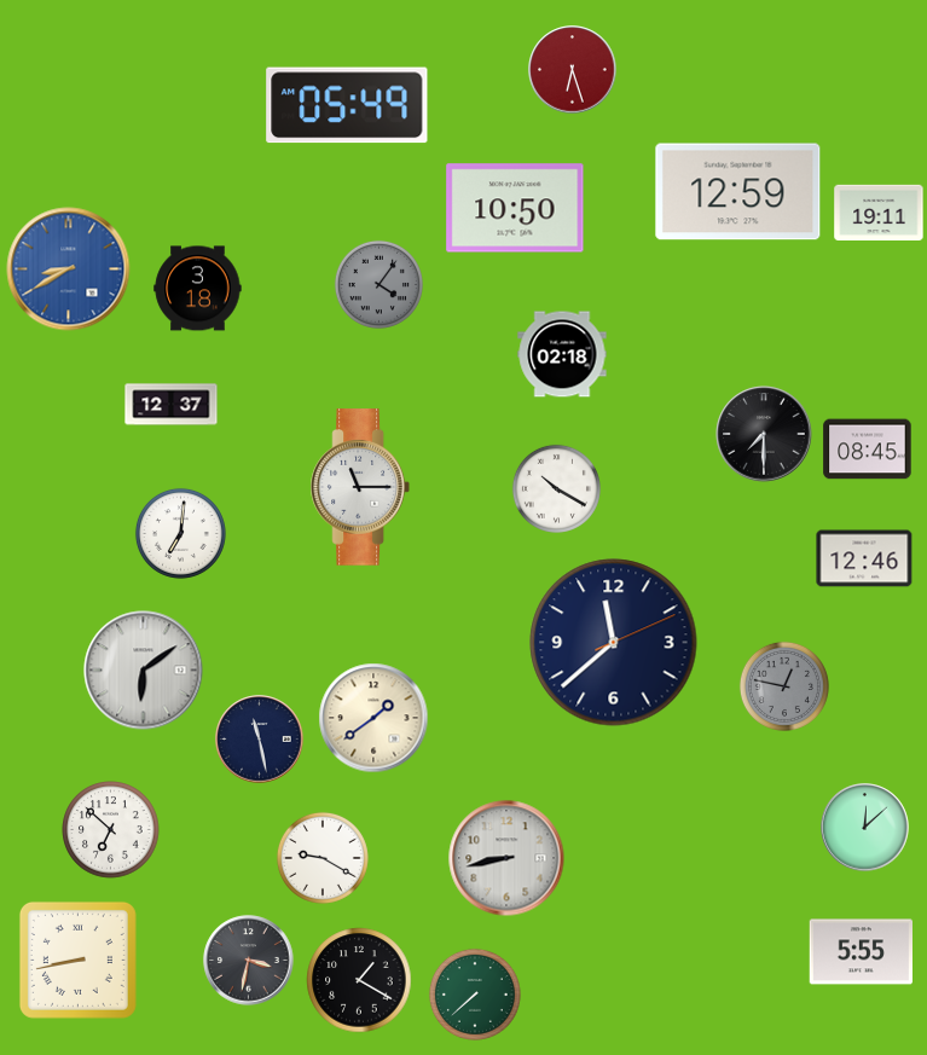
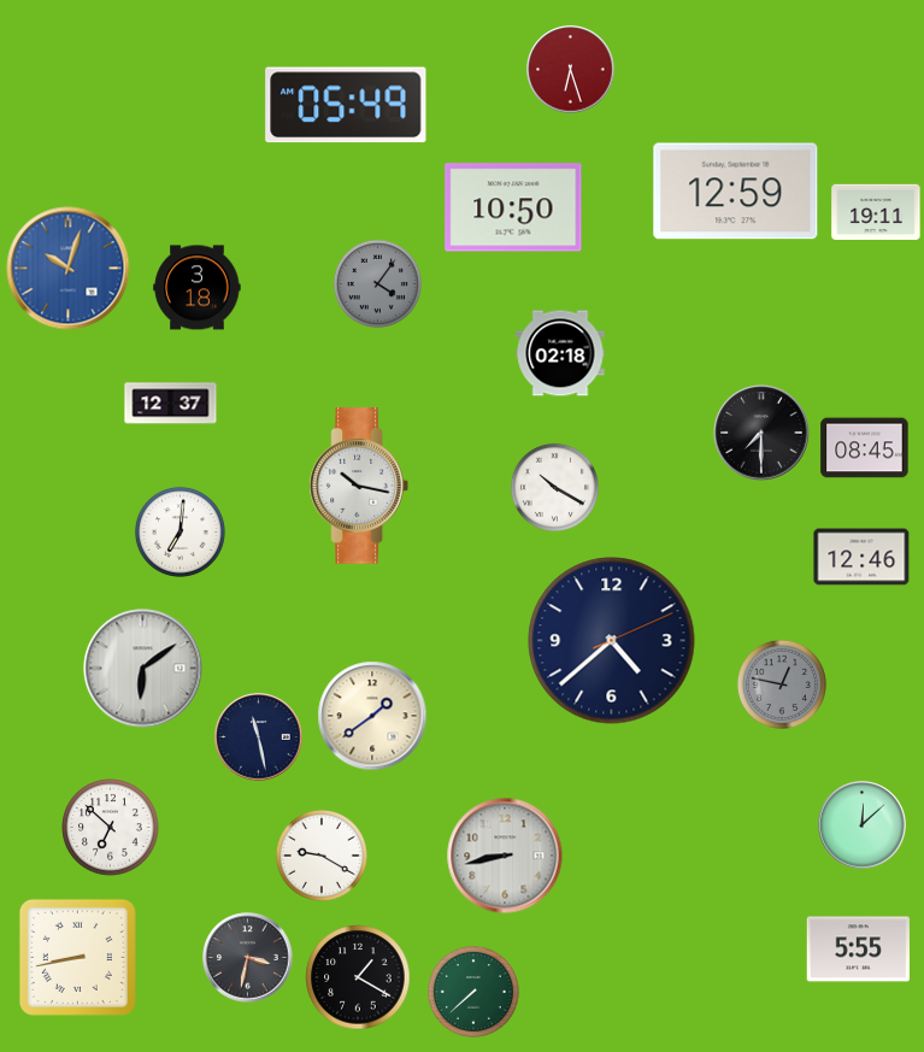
clock at (69, 269): 8:40 -> 10:03
clock at (359, 487): 11:15 -> 10:17
clock at (614, 643): 11:38 -> 4:38
